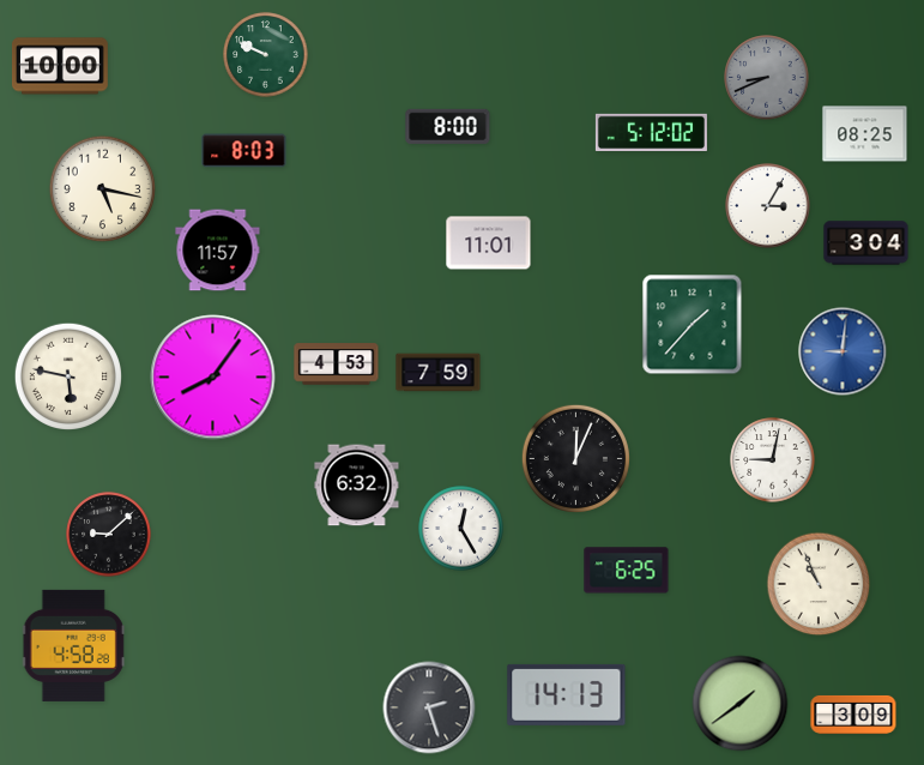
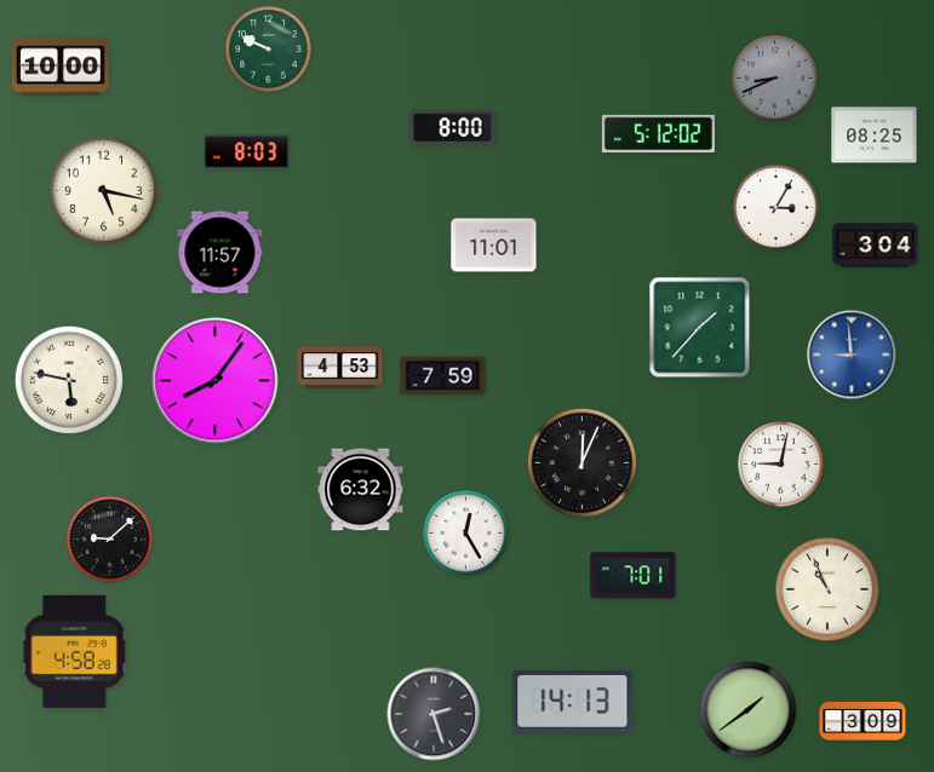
clock at (266, 55) position: (266, 55) -> (269, 50)
clock at (843, 351): 9:01 -> 8:59
clock at (627, 571): 6:25 -> 7:01
